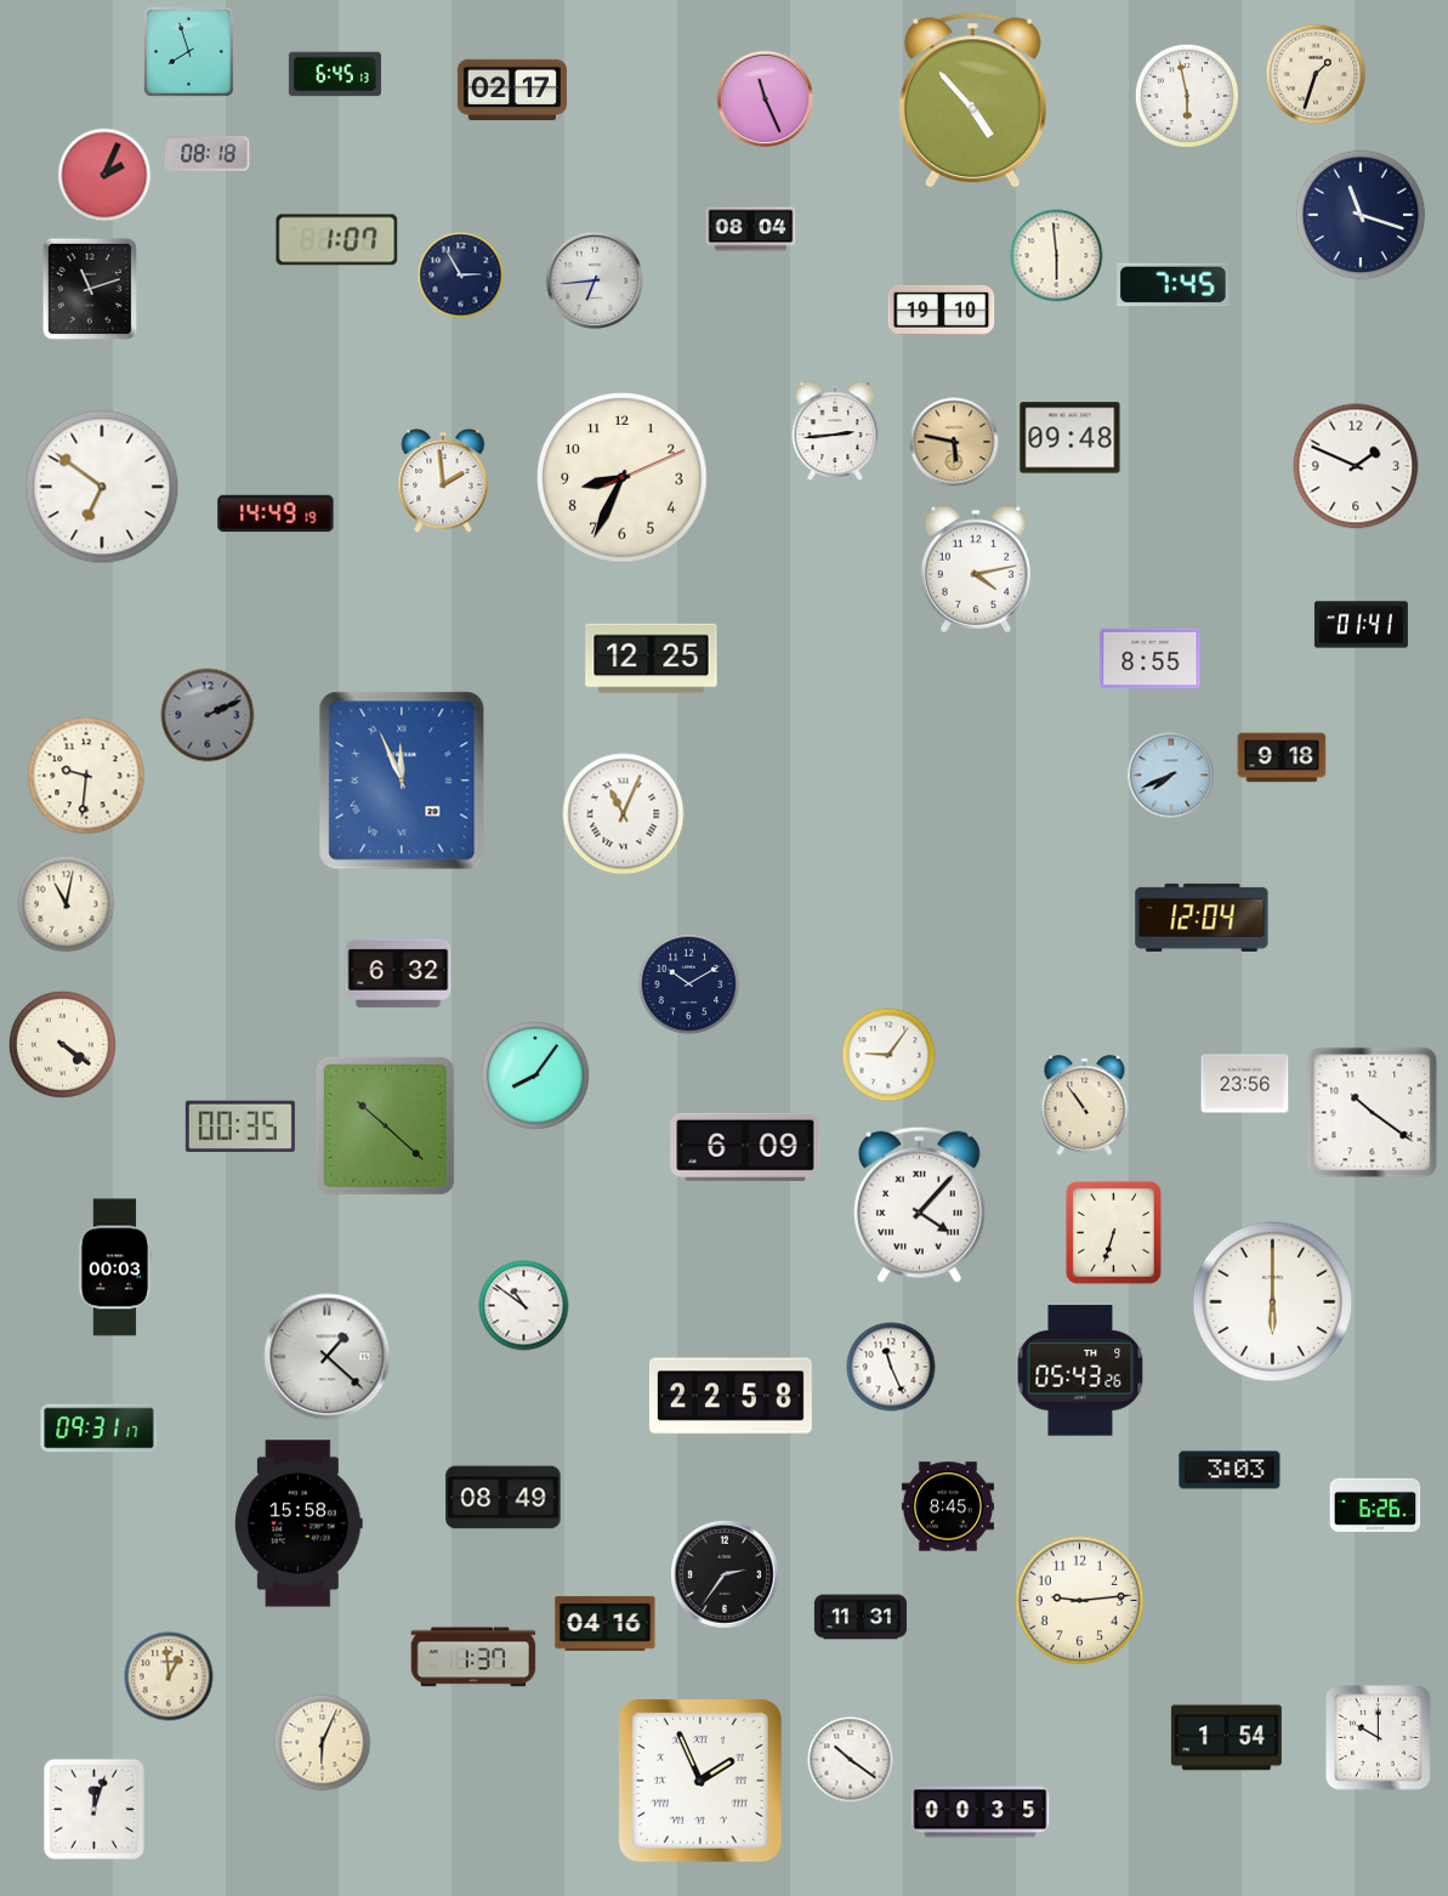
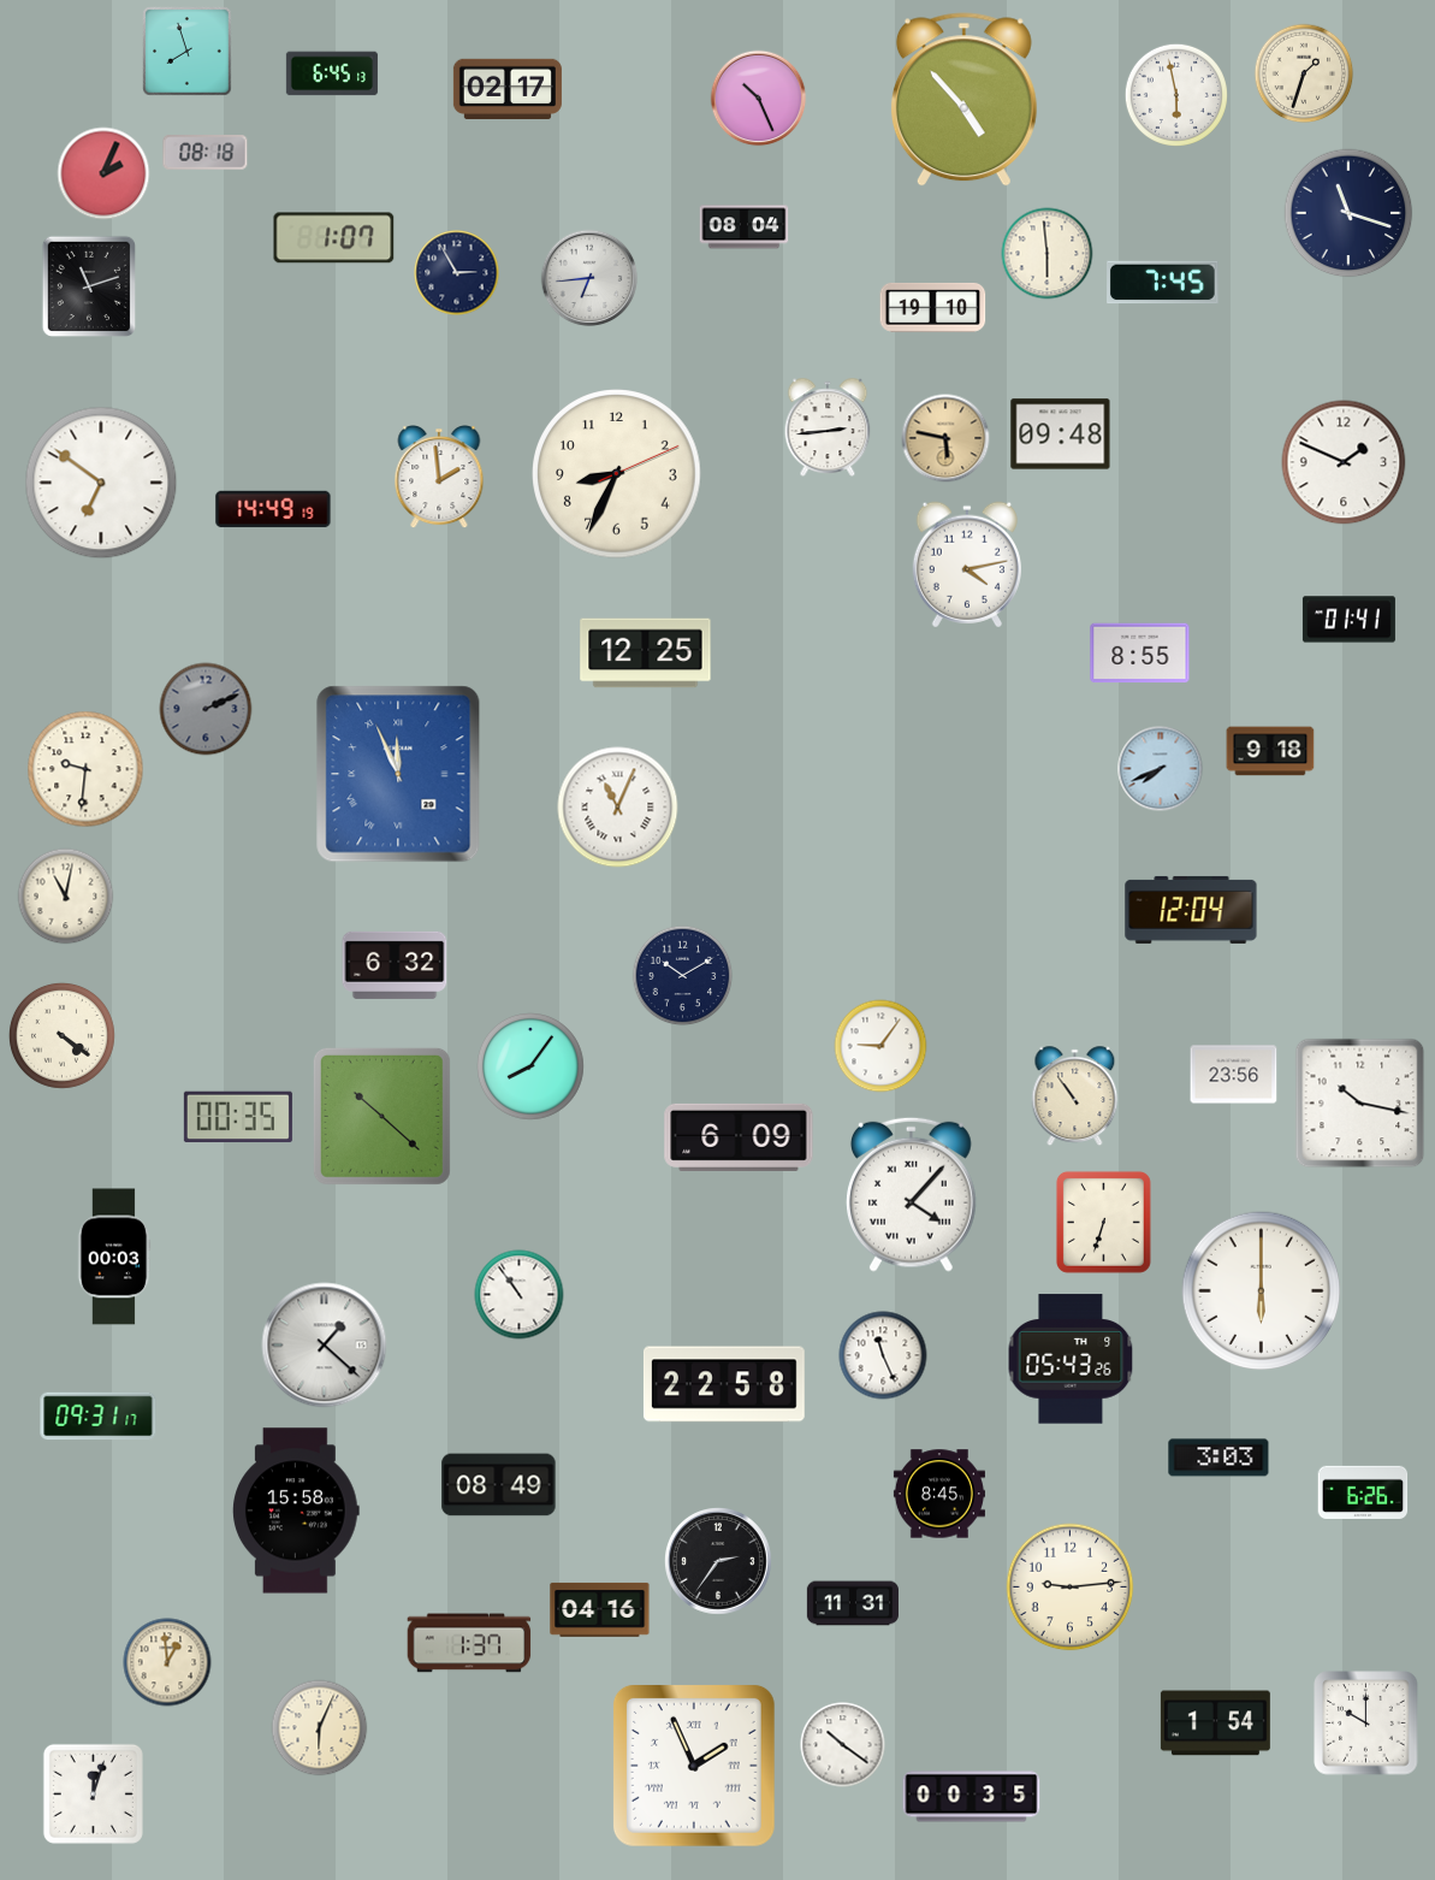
clock at (766, 100): 11:26 -> 10:26
clock at (1373, 1113): 10:21 -> 10:17
clock at (524, 1306): 10:51 -> 10:54
